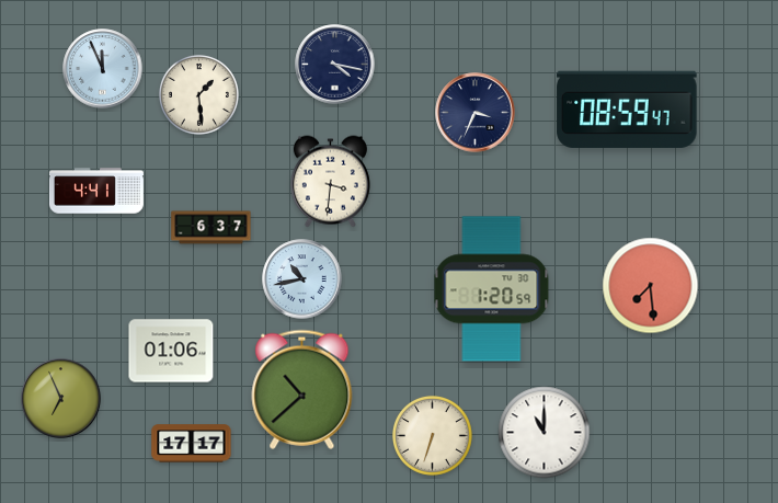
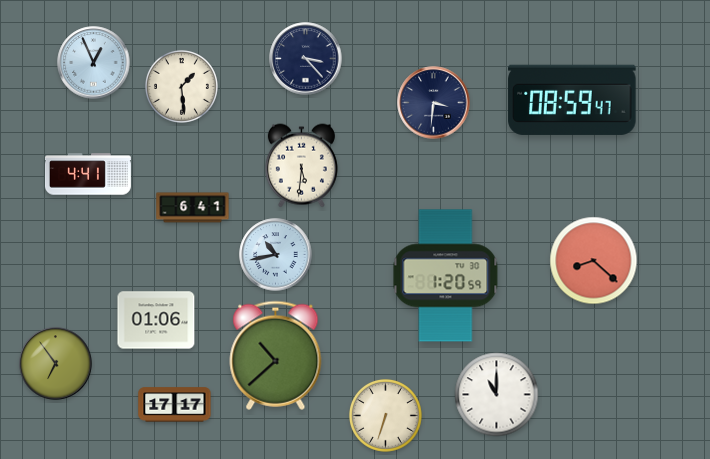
clock at (335, 65): 4:17 -> 3:23
clock at (103, 69): 11:56 -> 12:56
clock at (476, 113): 3:34 -> 3:31
clock at (330, 182): 3:31 -> 5:31
clock at (211, 228): 6:37 -> 6:41
clock at (651, 286): 7:29 -> 8:22
clock at (492, 289) position: (492, 289) -> (446, 276)
clock at (61, 399): 6:56 -> 6:54
clock at (432, 435) position: (432, 435) -> (385, 415)
